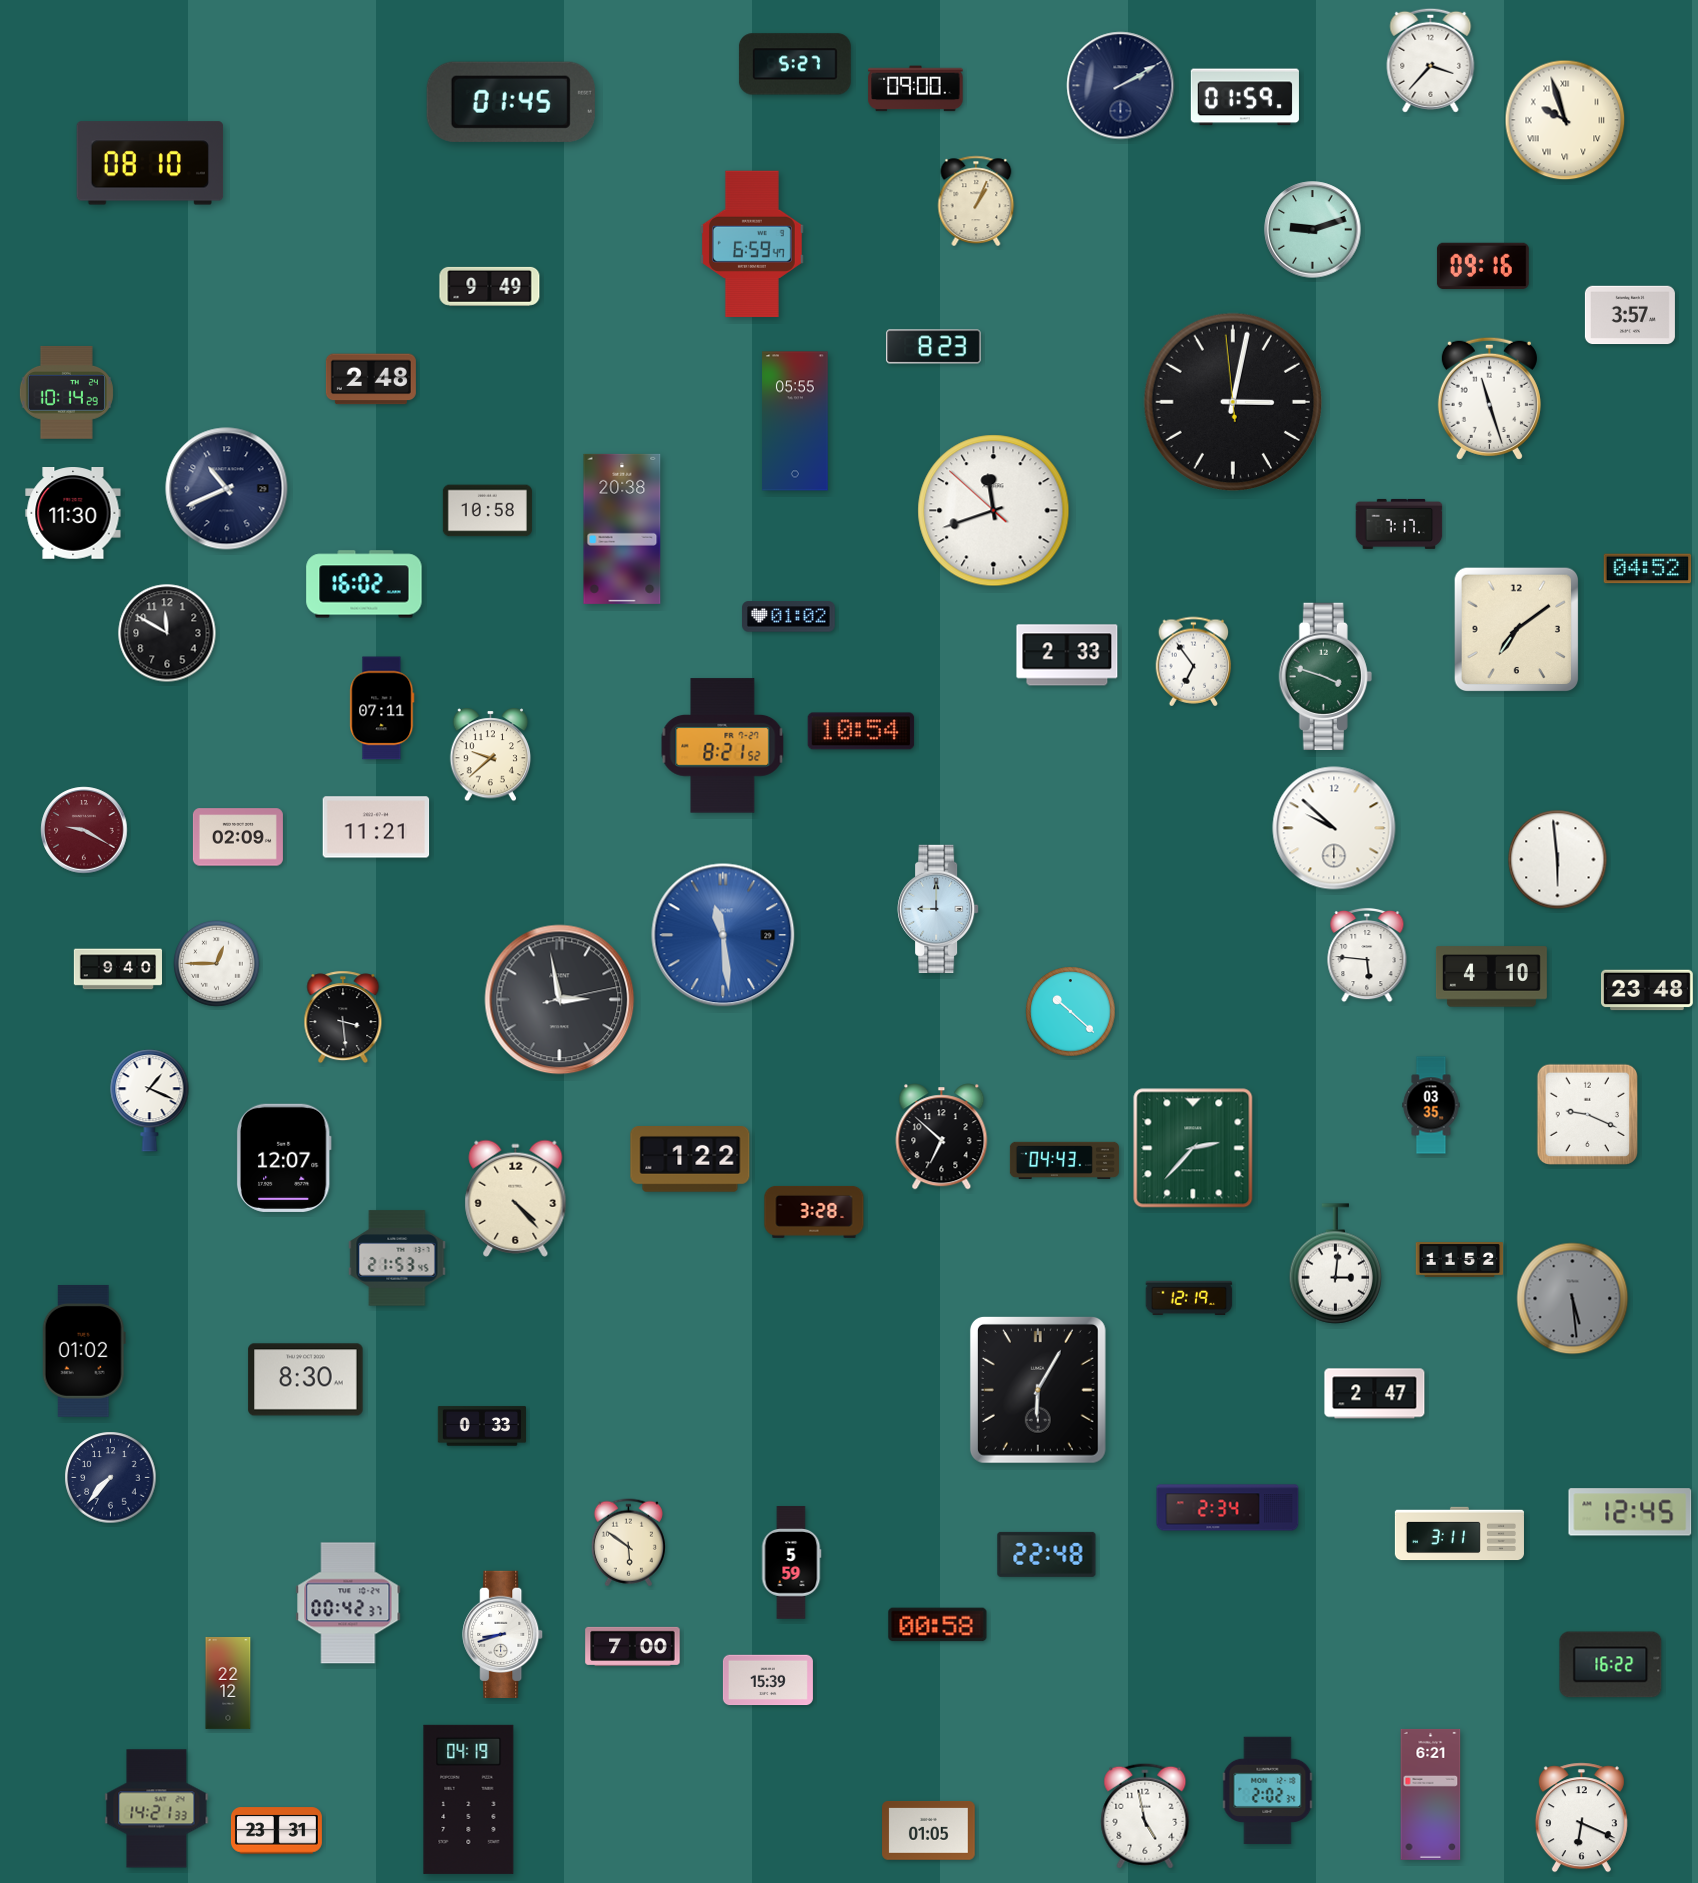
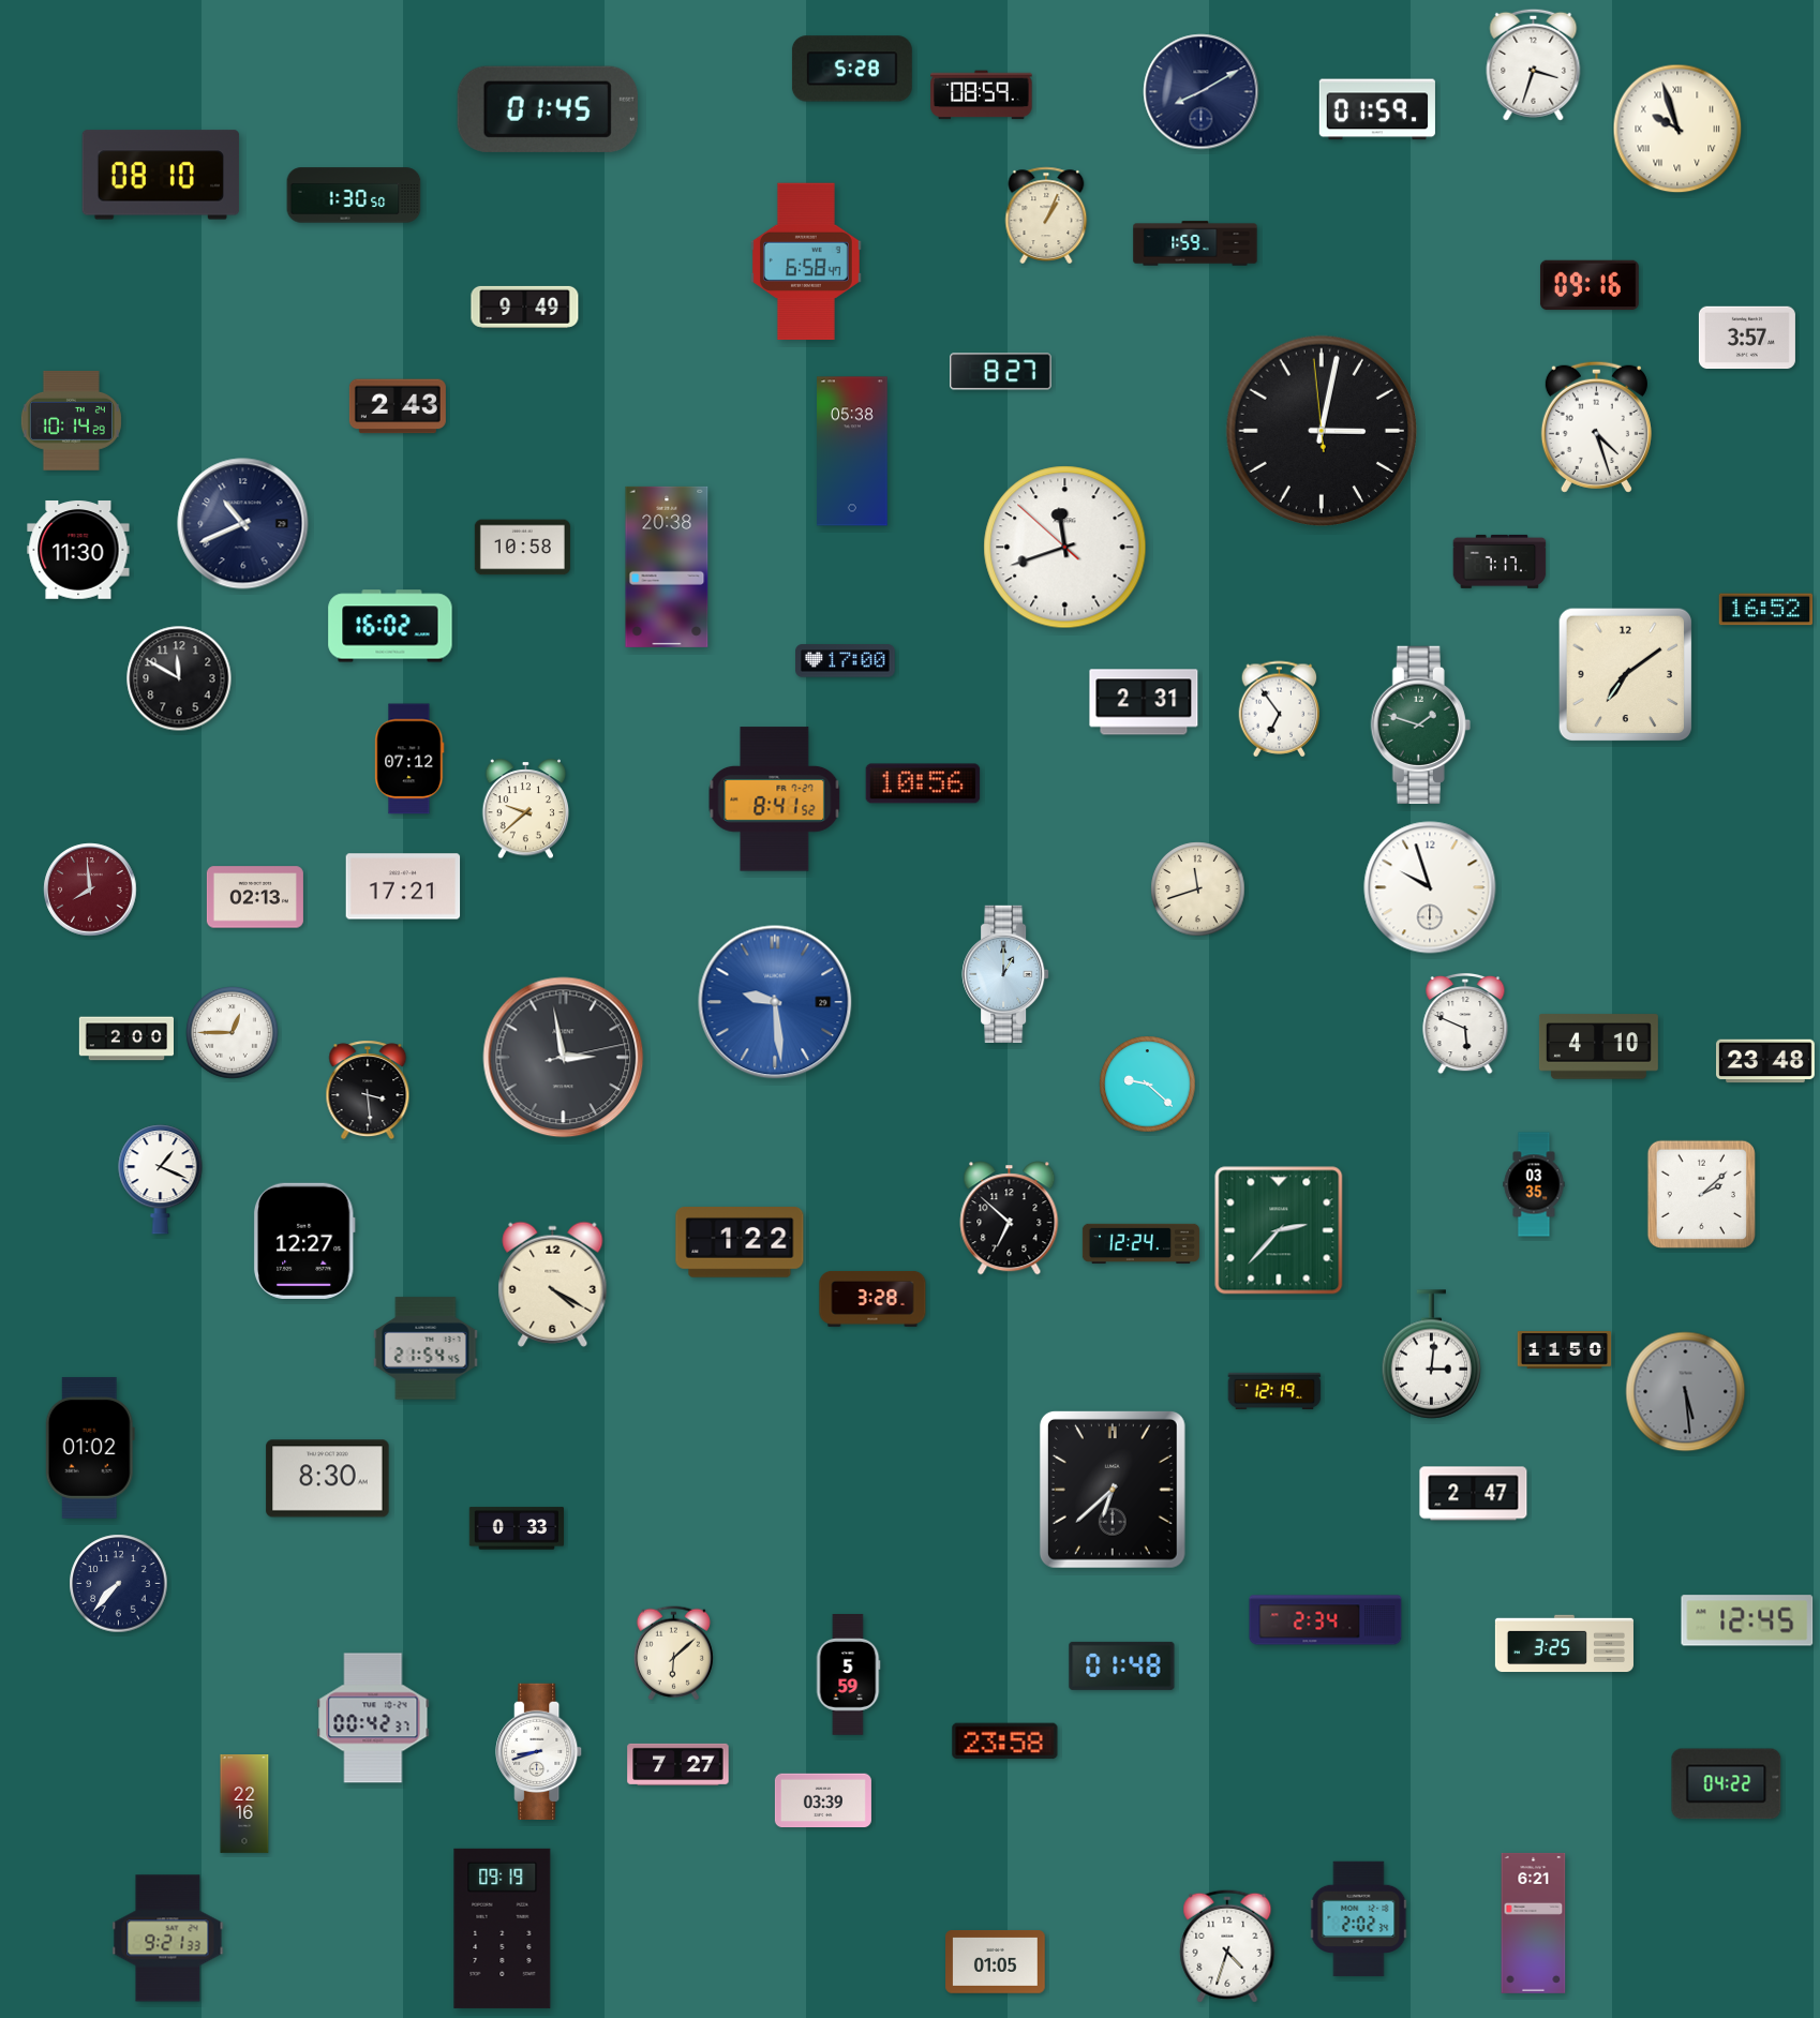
clock at (1431, 60): 3:37 -> 3:33
clock at (795, 64): 5:27 -> 5:28
clock at (1121, 86): 2:10 -> 8:10
clock at (916, 89): 09:00 -> 08:59
clock at (1245, 97) position: (1245, 97) -> (1377, 109)
clock at (354, 195): none -> 1:30
clock at (1195, 243): none -> 1:59
clock at (1313, 230): 9:12 -> none
clock at (752, 244): 6:59 -> 6:58
clock at (934, 347): 8:23 -> 8:27
clock at (371, 379): 2:48 -> 2:43
clock at (1489, 398): 11:27 -> 4:27
clock at (795, 421): 05:55 -> 05:38
clock at (1648, 569): 04:52 -> 16:52
clock at (789, 617): 01:02 -> 17:00
clock at (1067, 655): 2:33 -> 2:31
clock at (1325, 676): 3:48 -> 1:48
clock at (382, 708): 07:11 -> 07:12
clock at (861, 731): 10:54 -> 10:56
clock at (723, 746): 8:21 -> 8:41
clock at (376, 827): 11:21 -> 17:21
clock at (1334, 828): 9:52 -> 9:57
clock at (84, 830): 9:20 -> 7:59
clock at (1198, 890): none -> 11:42
clock at (238, 837): 02:09 -> 02:13
clock at (1558, 860): 5:59 -> none
clock at (938, 909): 9:00 -> 1:00
clock at (723, 935): 11:29 -> 9:29
clock at (1367, 955): 5:46 -> 5:49
clock at (117, 969): 9:40 -> 2:00
clock at (560, 1000) position: (560, 1000) -> (564, 1058)
clock at (1071, 1012): 10:22 -> 9:22
clock at (1587, 1114): 9:19 -> 2:08
clock at (284, 1158): 12:07 -> 12:27
clock at (1064, 1161): 04:43 -> 12:24
clock at (516, 1198): 4:23 -> 4:20
clock at (397, 1258): 21:53 -> 21:54
clock at (1460, 1260): 11:52 -> 11:50
clock at (1038, 1390): 6:05 -> 6:38
clock at (1228, 1508) position: (1228, 1508) -> (1326, 1620)
clock at (1459, 1534): 3:11 -> 3:25
clock at (628, 1543): 5:51 -> 6:08
clock at (1047, 1554): 22:48 -> 01:48
clock at (938, 1625): 00:58 -> 23:58
clock at (633, 1646): 7:00 -> 7:27
clock at (1611, 1665): 16:22 -> 04:22
clock at (768, 1680): 15:39 -> 03:39
clock at (228, 1683): 22:12 -> 22:16
clock at (469, 1799): 04:19 -> 09:19
clock at (157, 1809): 14:21 -> 9:21
clock at (1145, 1816): 4:58 -> 4:33
clock at (1581, 1818): 6:19 -> none
clock at (276, 1831): 23:31 -> none
